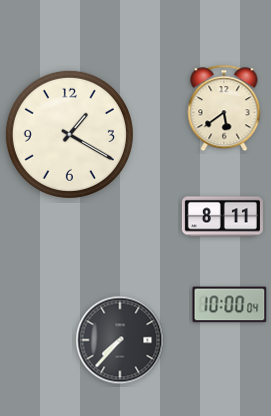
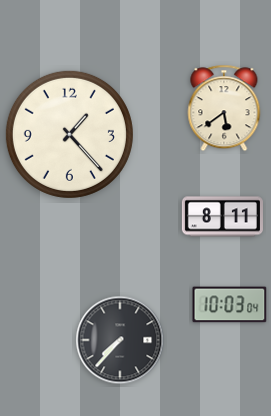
clock at (69, 134): 1:20 -> 1:23
clock at (230, 305): 10:00 -> 10:03
